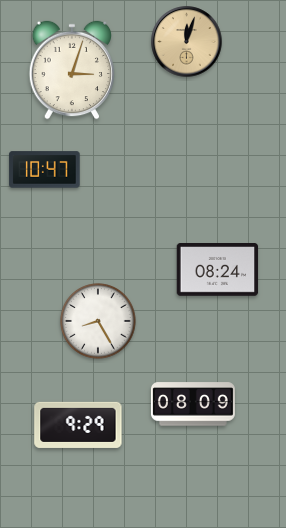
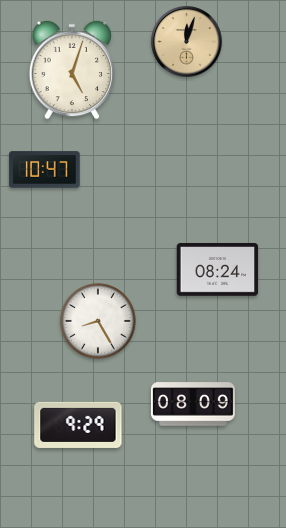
clock at (72, 70): 3:03 -> 5:03
